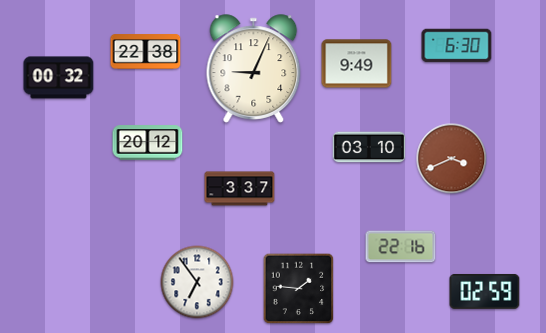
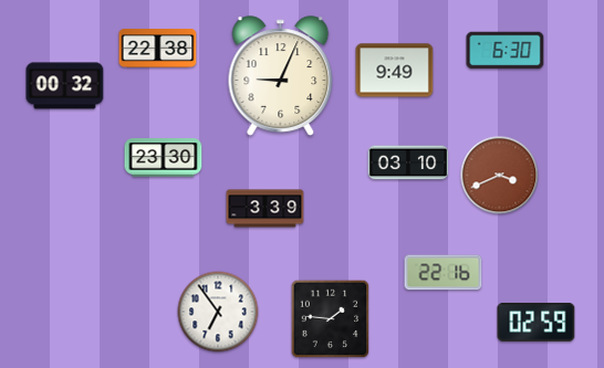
clock at (146, 52) position: (146, 52) -> (158, 49)
clock at (148, 143): 20:12 -> 23:30
clock at (240, 189): 3:37 -> 3:39
